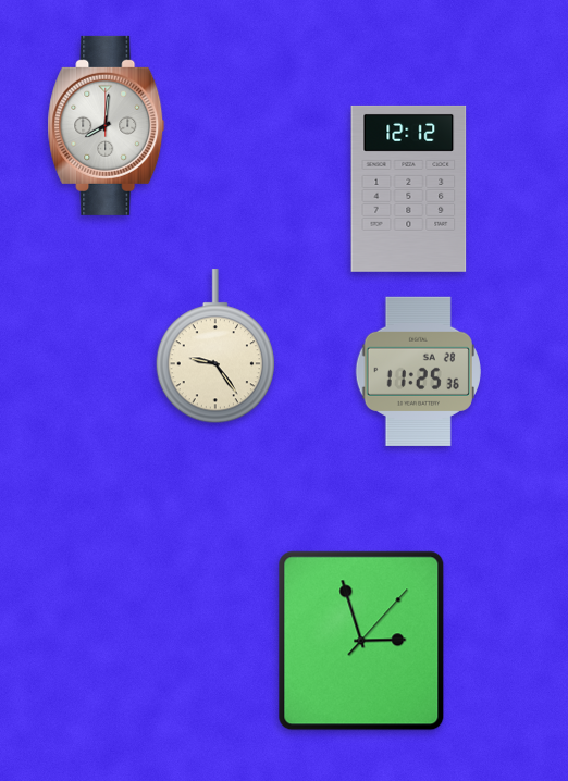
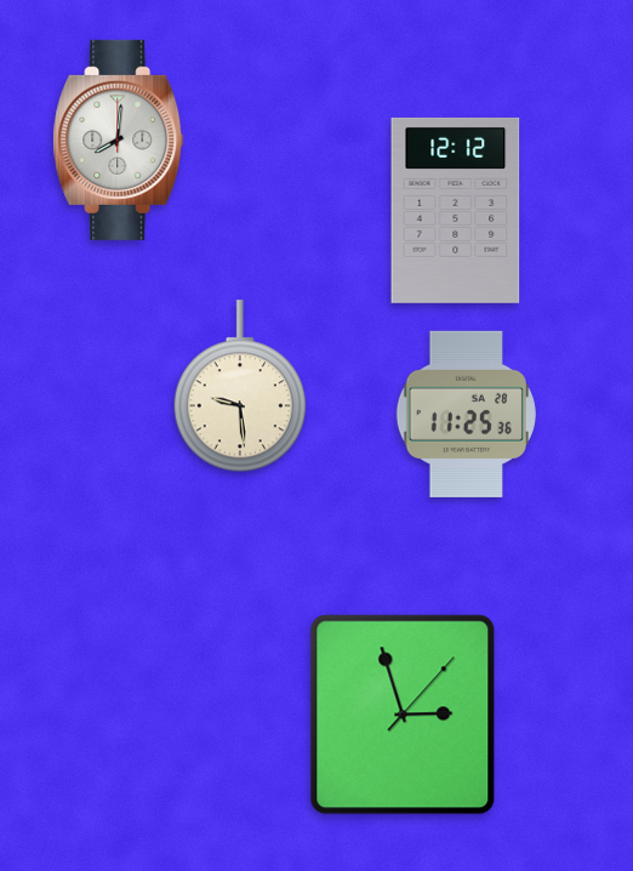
clock at (215, 347): 9:24 -> 9:29
